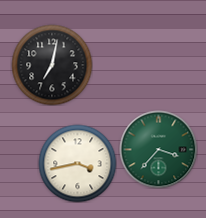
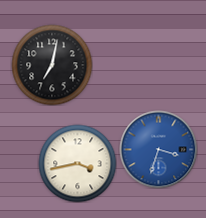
clock at (158, 149): 3:37 -> 3:33
clock at (158, 149) dial: green -> blue
